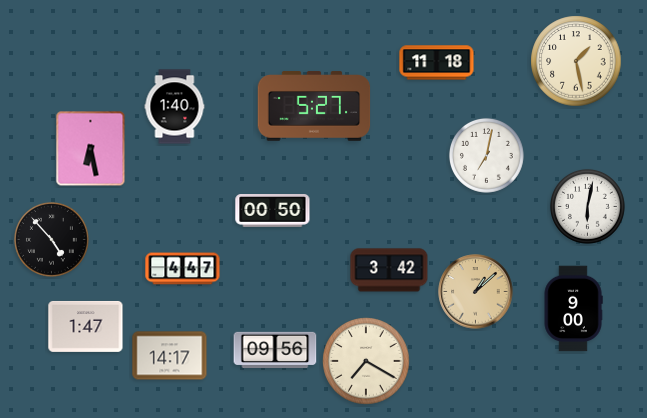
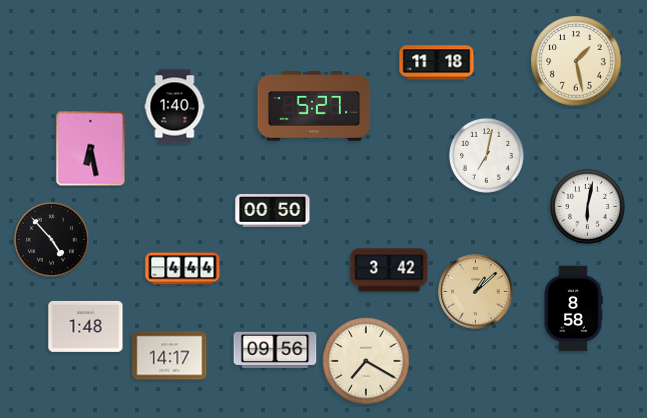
clock at (183, 269): 4:47 -> 4:44
clock at (573, 309): 9:00 -> 8:58
clock at (86, 326): 1:47 -> 1:48
